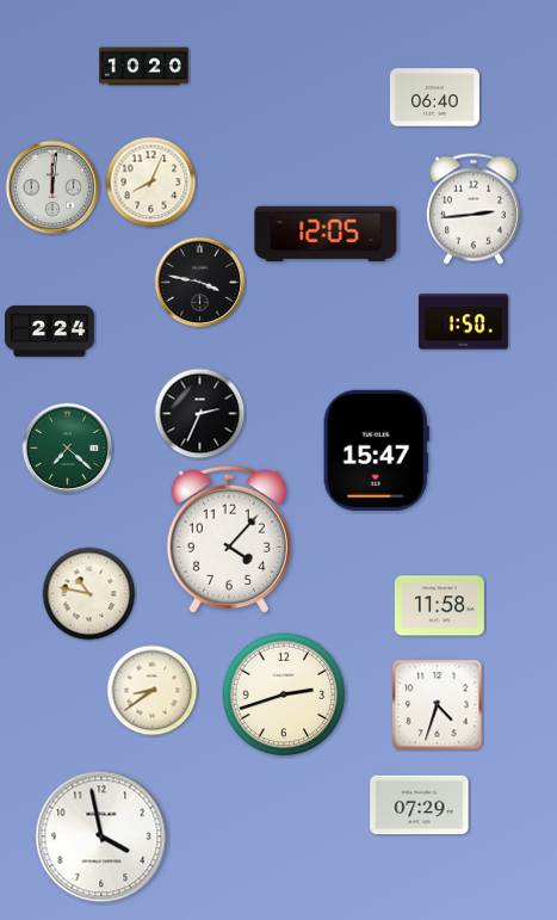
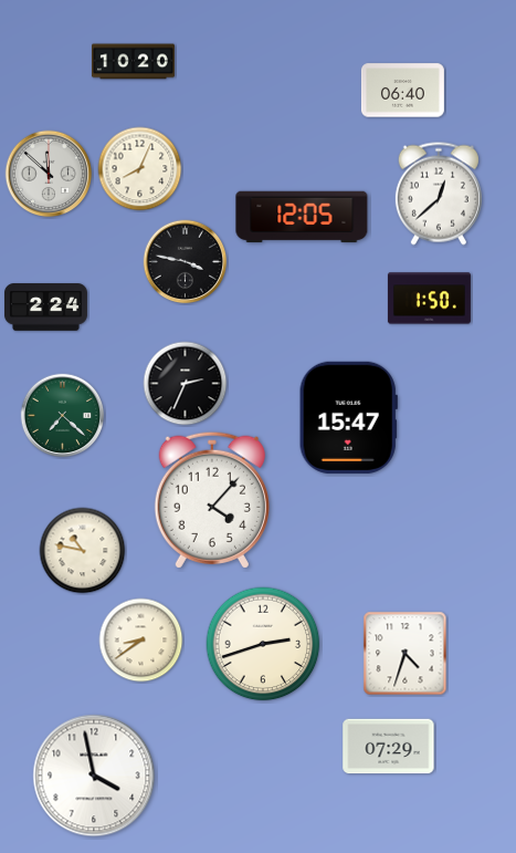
clock at (52, 187): 12:01 -> 11:52
clock at (474, 209): 2:44 -> 12:38
clock at (439, 606): 11:58 -> none
